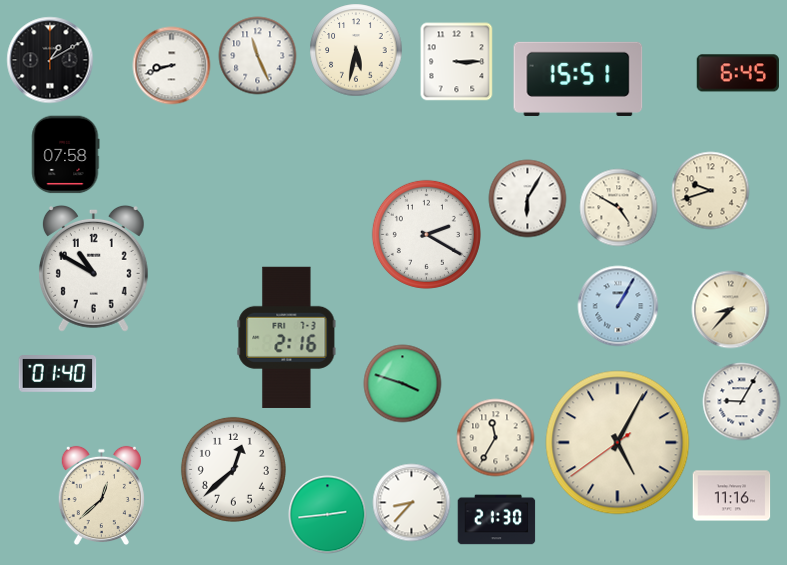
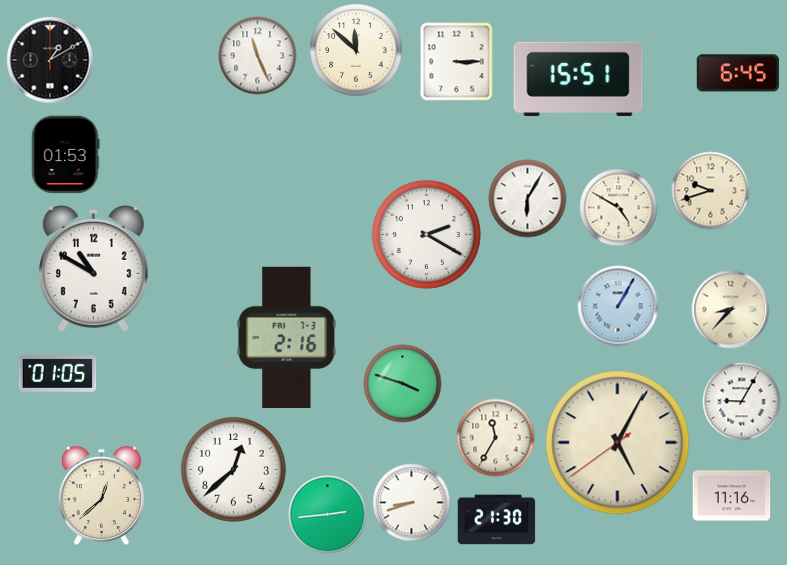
clock at (356, 50): 5:32 -> 11:52
clock at (171, 65): 8:42 -> none
clock at (65, 154): 07:58 -> 01:53
clock at (57, 374): 01:40 -> 01:05
clock at (411, 502): 8:37 -> 8:42
